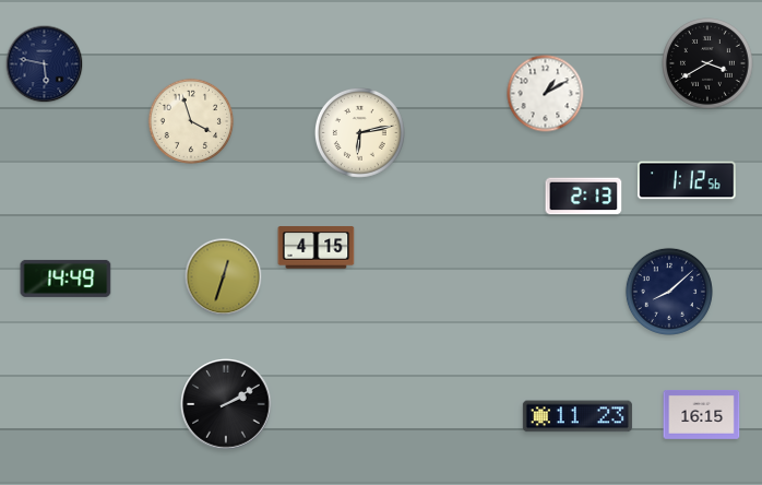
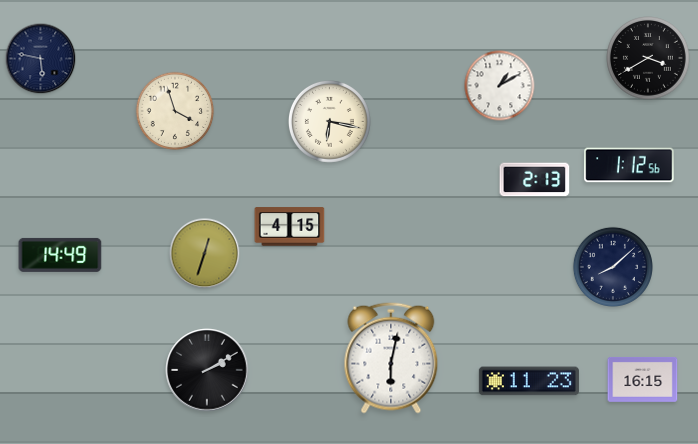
clock at (359, 132): 6:13 -> 6:17
clock at (391, 358): none -> 6:02
